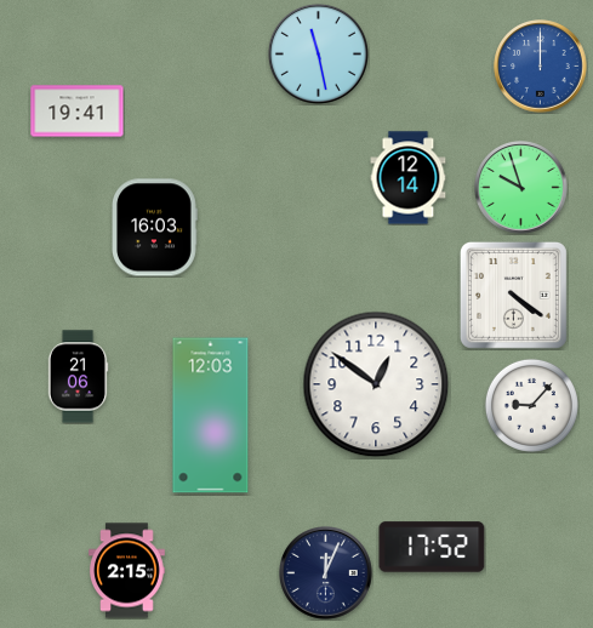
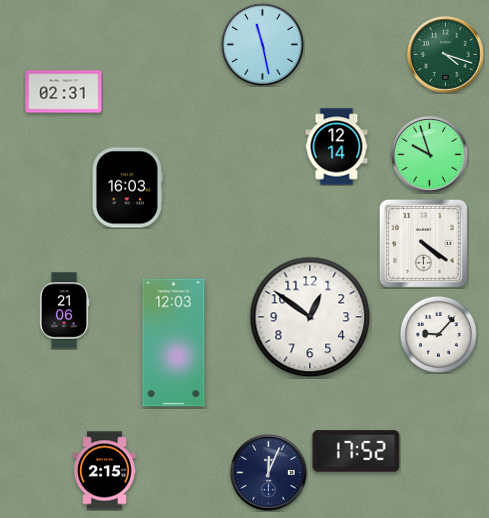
clock at (541, 67): 12:00 -> 4:18
clock at (541, 67) dial: blue -> green
clock at (78, 112): 19:41 -> 02:31
